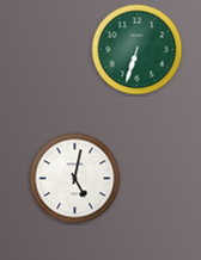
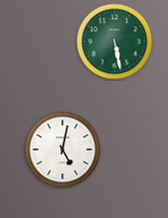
clock at (138, 50): 6:33 -> 5:28
